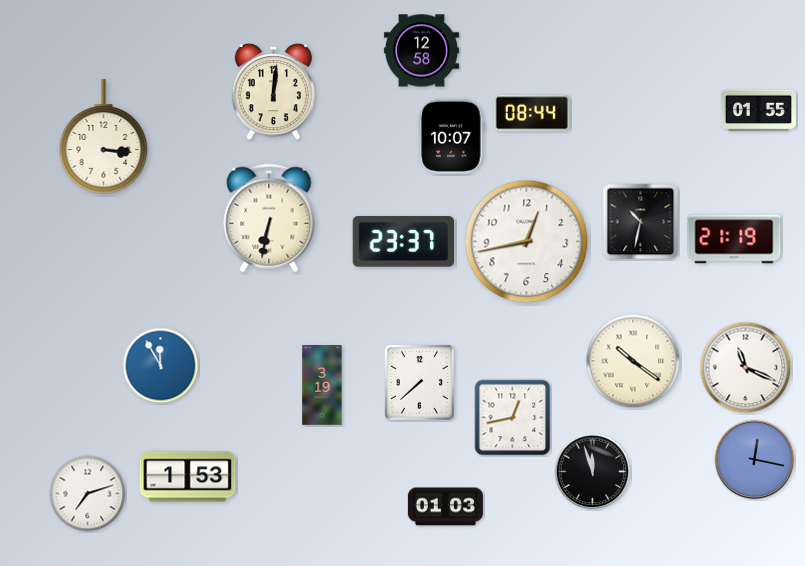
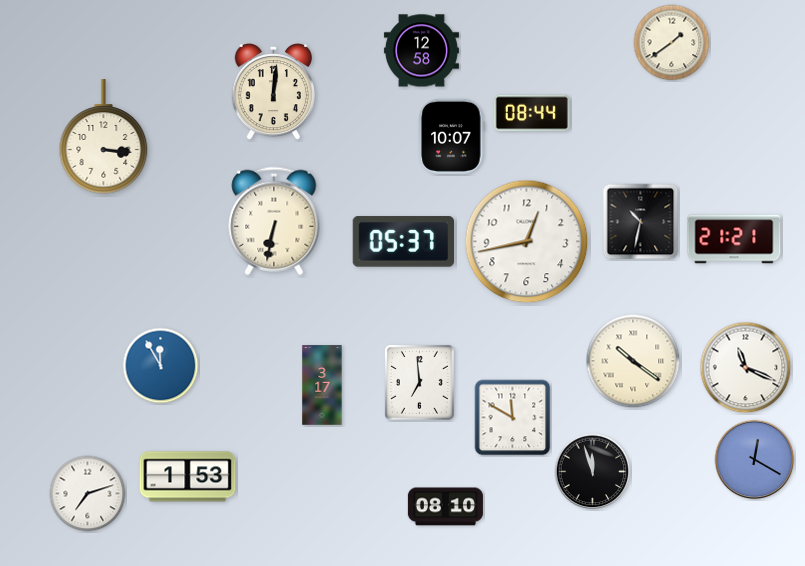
clock at (672, 43): none -> 1:39
clock at (758, 110): 01:55 -> none
clock at (269, 218) position: (269, 218) -> (274, 221)
clock at (734, 239): 21:19 -> 21:21
clock at (403, 242): 23:37 -> 05:37
clock at (420, 383): 7:38 -> 6:59
clock at (322, 385): 3:19 -> 3:17
clock at (513, 418): 12:43 -> 11:50
clock at (755, 460): 12:17 -> 12:20
clock at (445, 507): 01:03 -> 08:10
